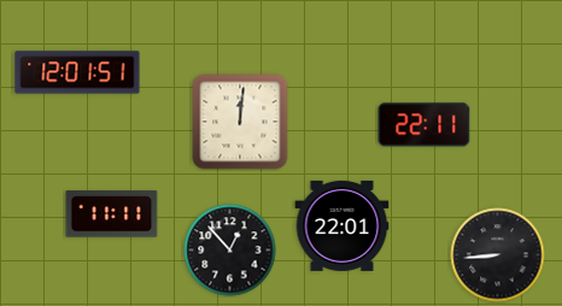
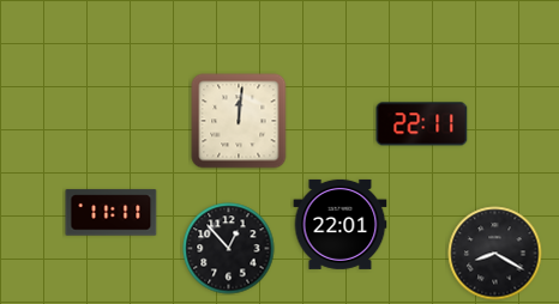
clock at (77, 72): 12:01 -> none
clock at (498, 255): 8:44 -> 8:20
